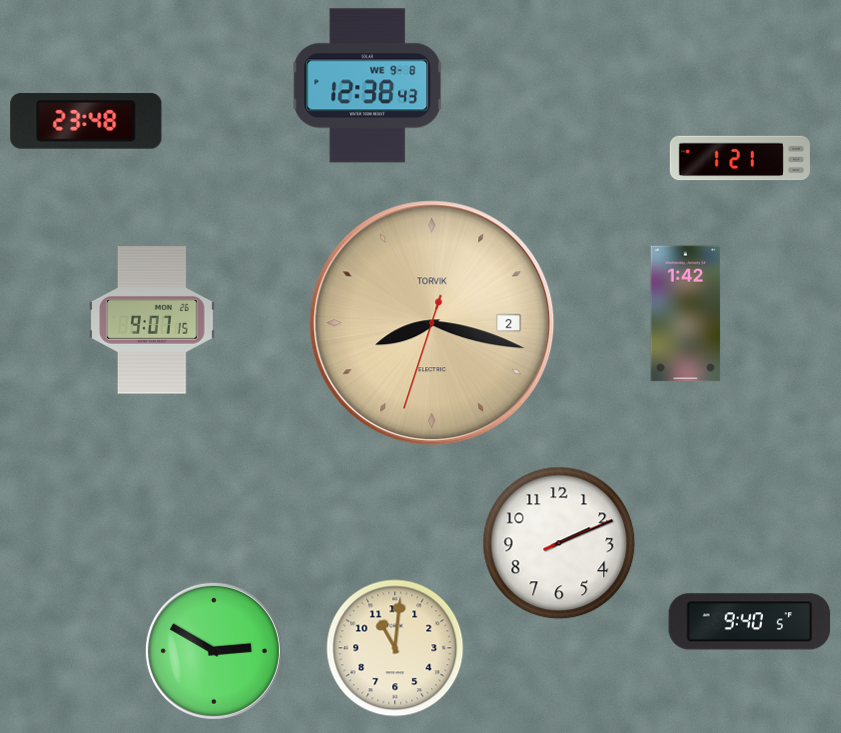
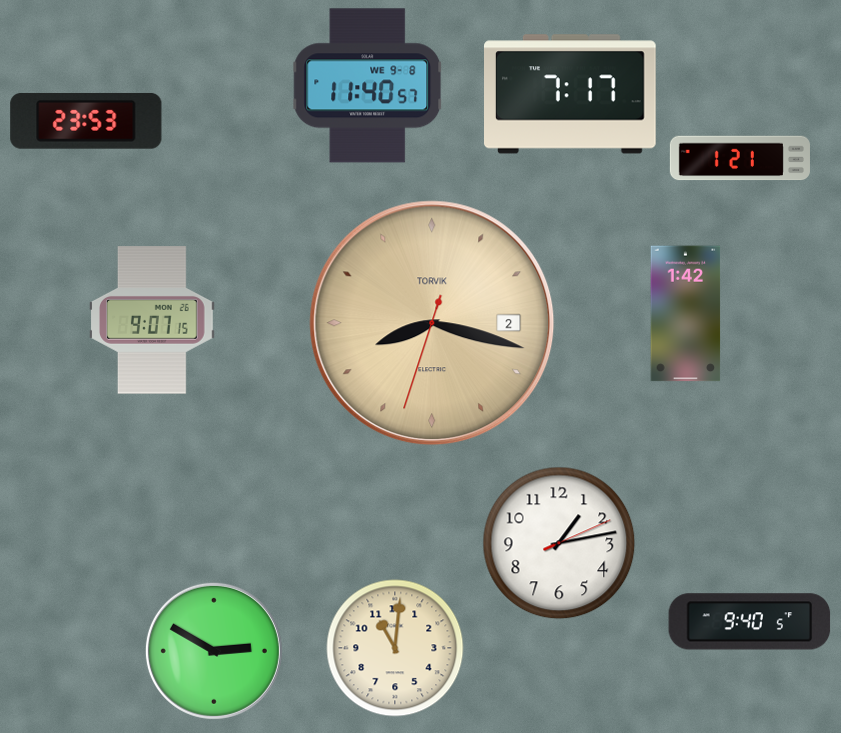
clock at (368, 86): 12:38 -> 11:40
clock at (571, 94): none -> 7:17
clock at (86, 121): 23:48 -> 23:53
clock at (559, 543): 2:11 -> 1:13
